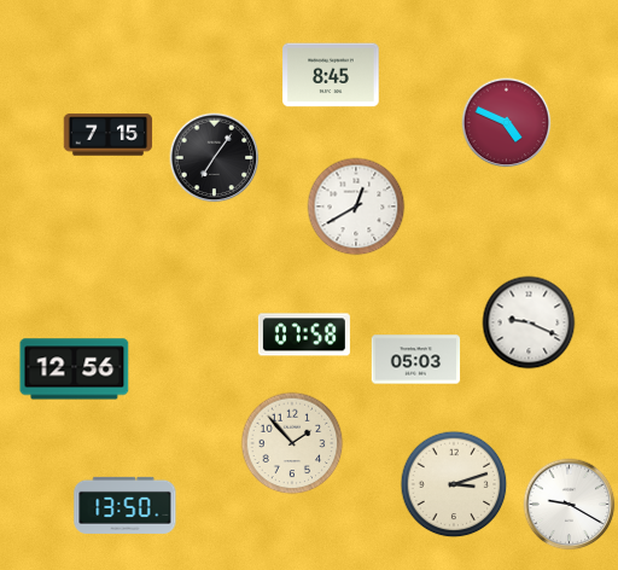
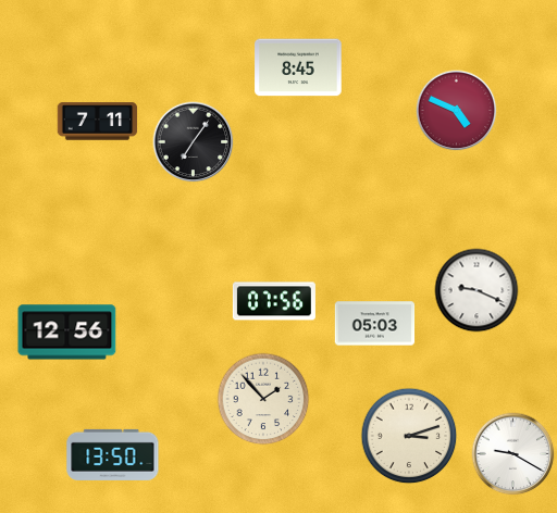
clock at (109, 135): 7:15 -> 7:11
clock at (356, 207): 12:40 -> none
clock at (304, 335): 07:58 -> 07:56
